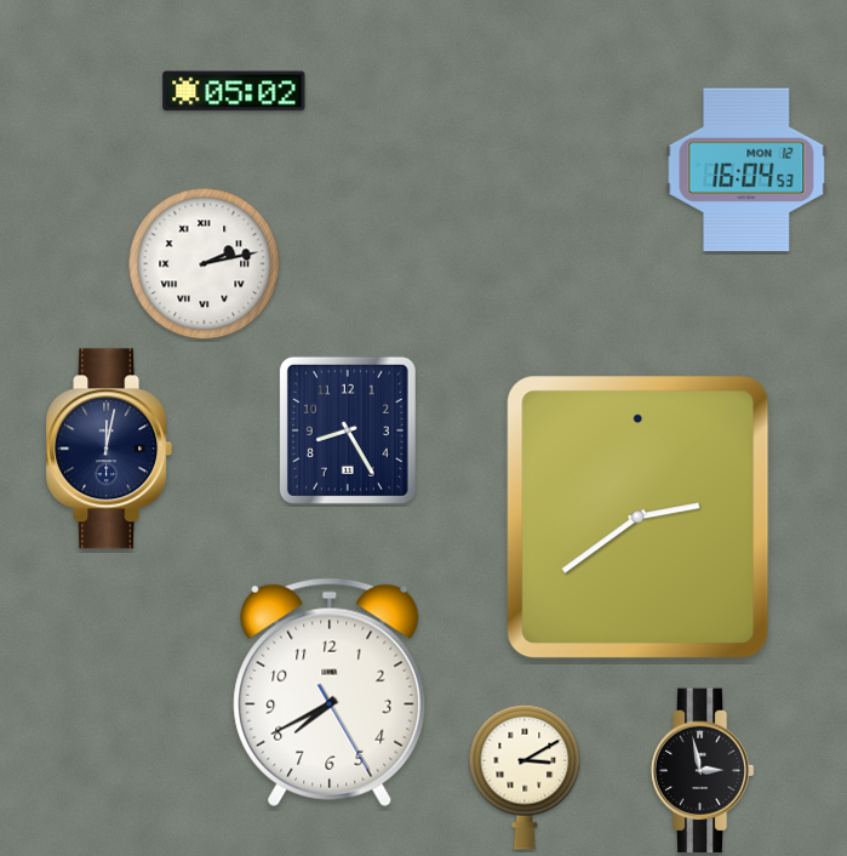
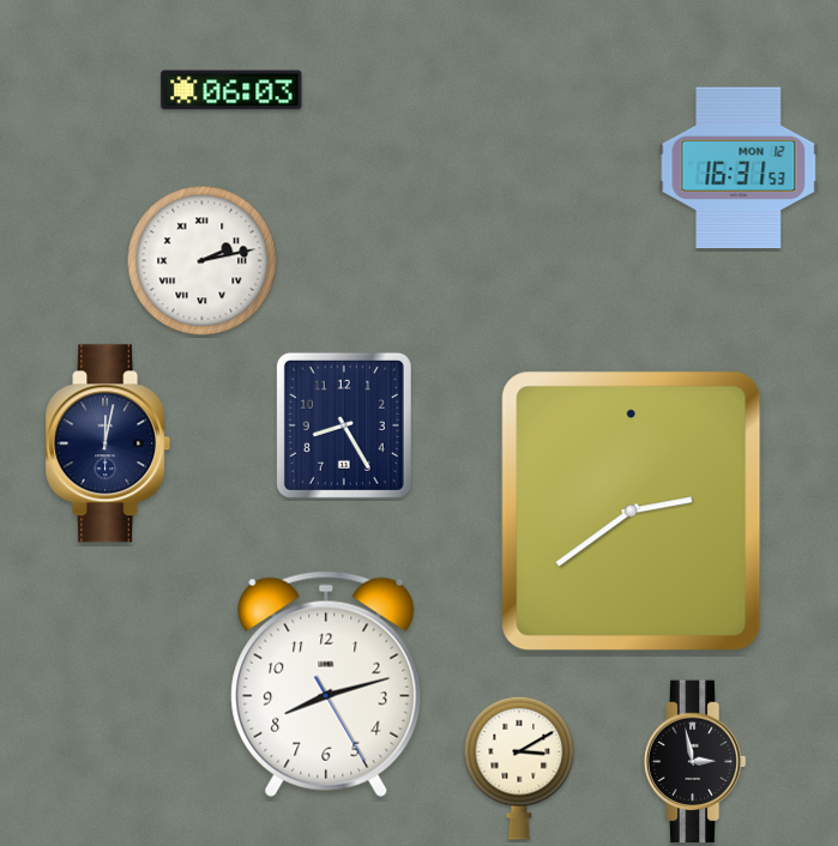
clock at (234, 91): 05:02 -> 06:03
clock at (746, 170): 16:04 -> 16:31
clock at (330, 692): 7:40 -> 8:12
